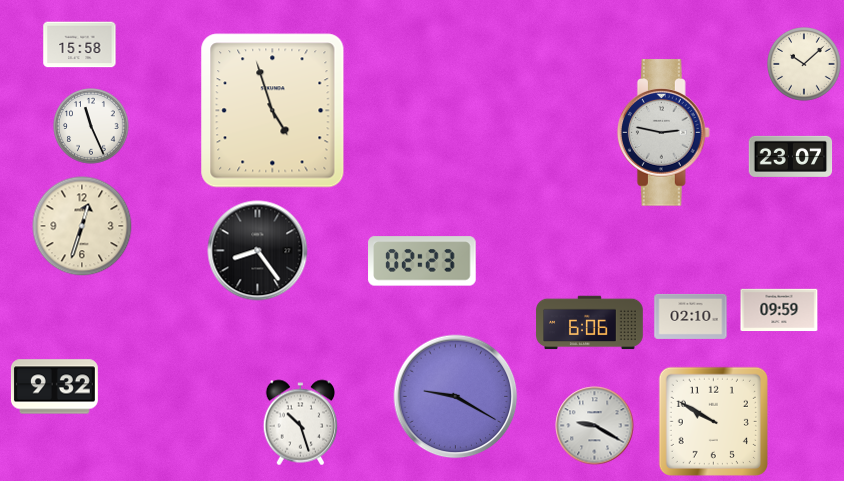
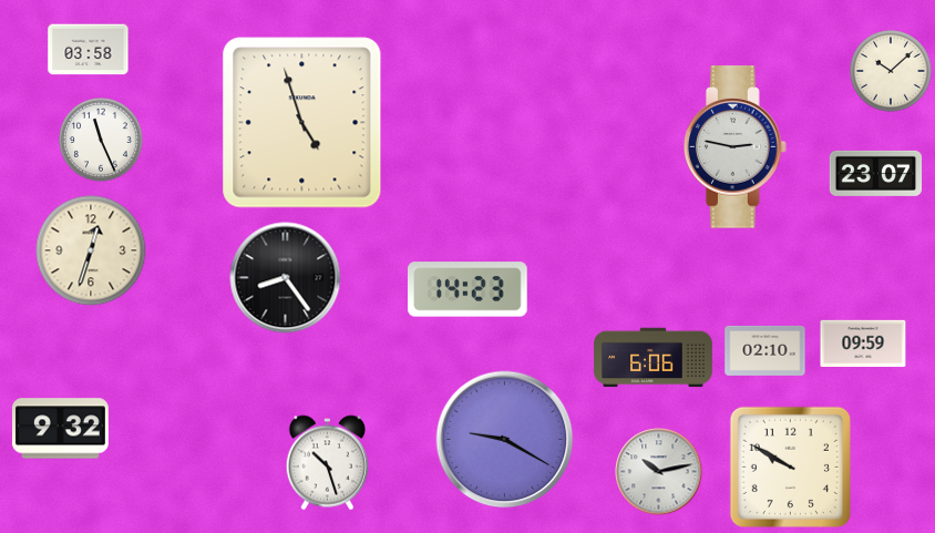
clock at (80, 45): 15:58 -> 03:58
clock at (422, 261): 02:23 -> 14:23
clock at (301, 423) position: (301, 423) -> (328, 463)
clock at (595, 426): 9:20 -> 10:13
